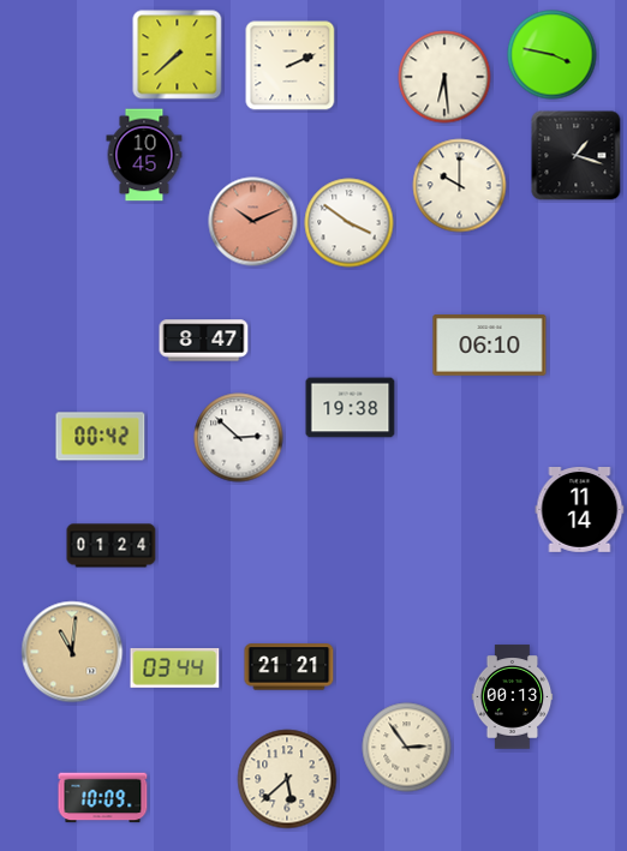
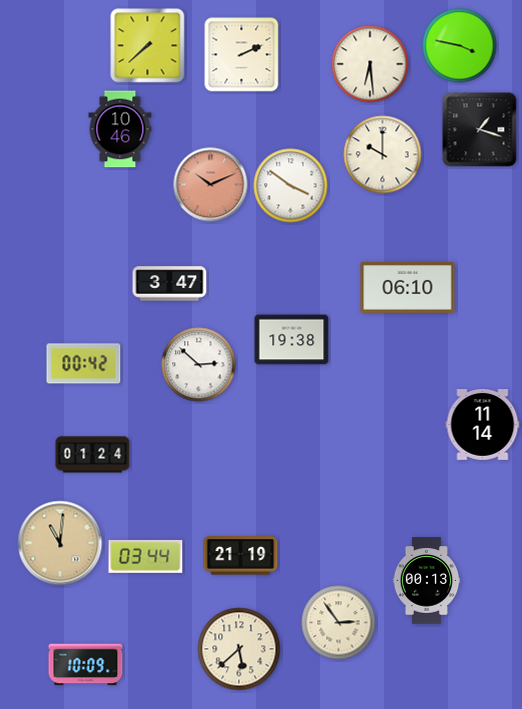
clock at (144, 155): 10:45 -> 10:46
clock at (204, 341): 8:47 -> 3:47
clock at (289, 667): 21:21 -> 21:19
